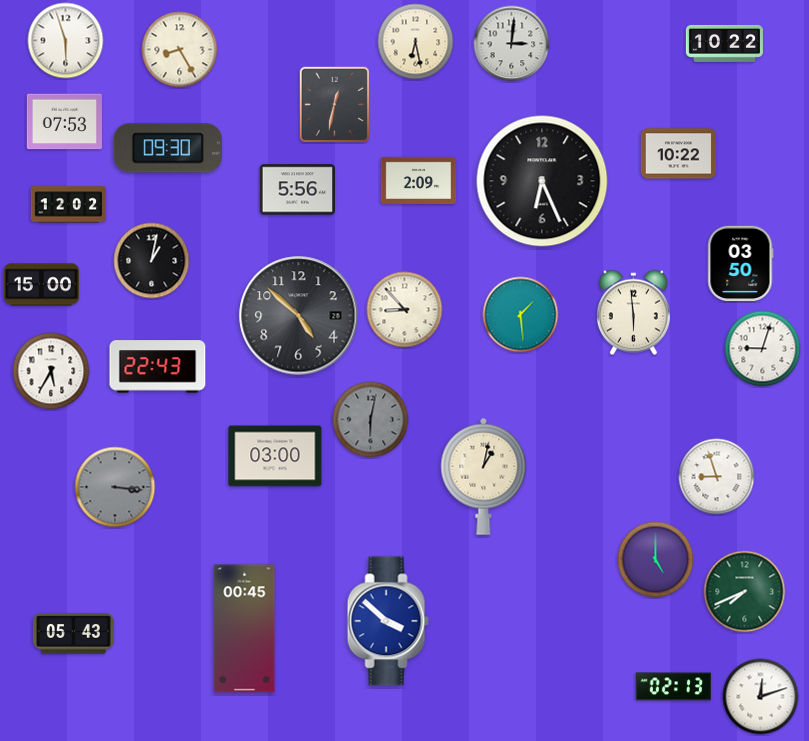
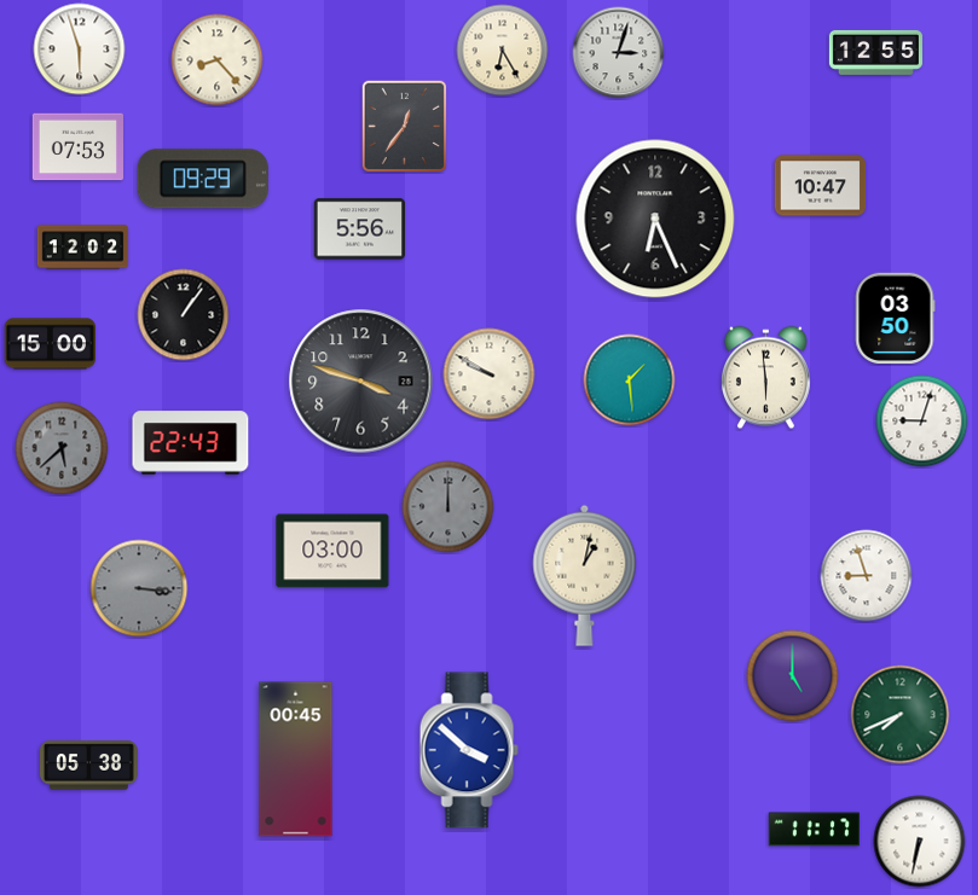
clock at (416, 42): 6:28 -> 6:25
clock at (724, 43): 10:22 -> 12:55
clock at (512, 44): 3:01 -> 3:03
clock at (180, 50): 8:25 -> 8:23
clock at (335, 105): 12:32 -> 12:36
clock at (168, 148): 09:30 -> 09:29
clock at (679, 154): 10:22 -> 10:47
clock at (419, 180): 2:09 -> none
clock at (152, 261): 1:02 -> 1:06
clock at (405, 310): 8:53 -> 9:50
clock at (299, 316): 4:52 -> 3:48
clock at (51, 371): 5:35 -> 5:38
clock at (51, 371) dial: white -> grey
clock at (371, 420): 6:02 -> 12:00
clock at (73, 634): 05:43 -> 05:38
clock at (673, 687): 02:13 -> 11:17
clock at (761, 697): 12:12 -> 6:32
